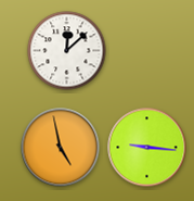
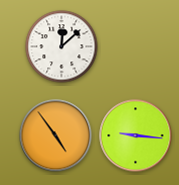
clock at (61, 148): 4:58 -> 4:54
